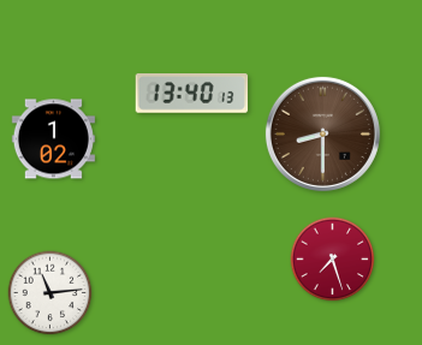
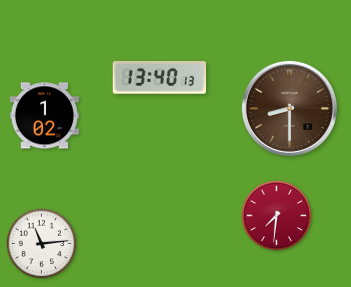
clock at (322, 133) position: (322, 133) -> (289, 108)
clock at (333, 260): 7:27 -> 7:31
